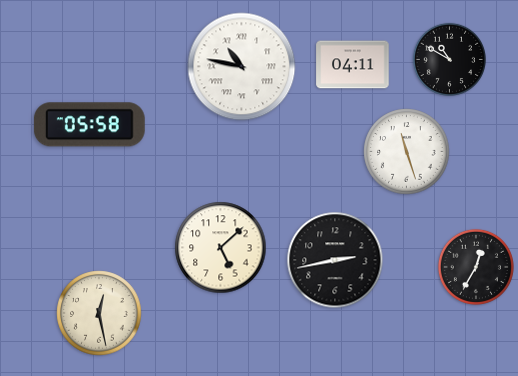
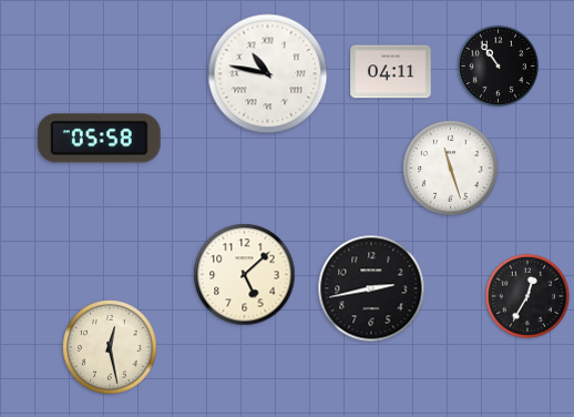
clock at (449, 59): 10:50 -> 10:54
